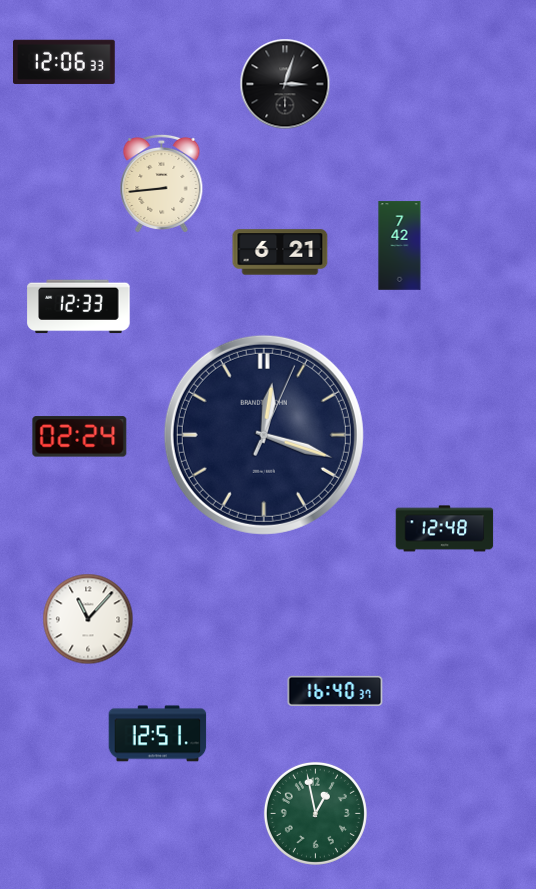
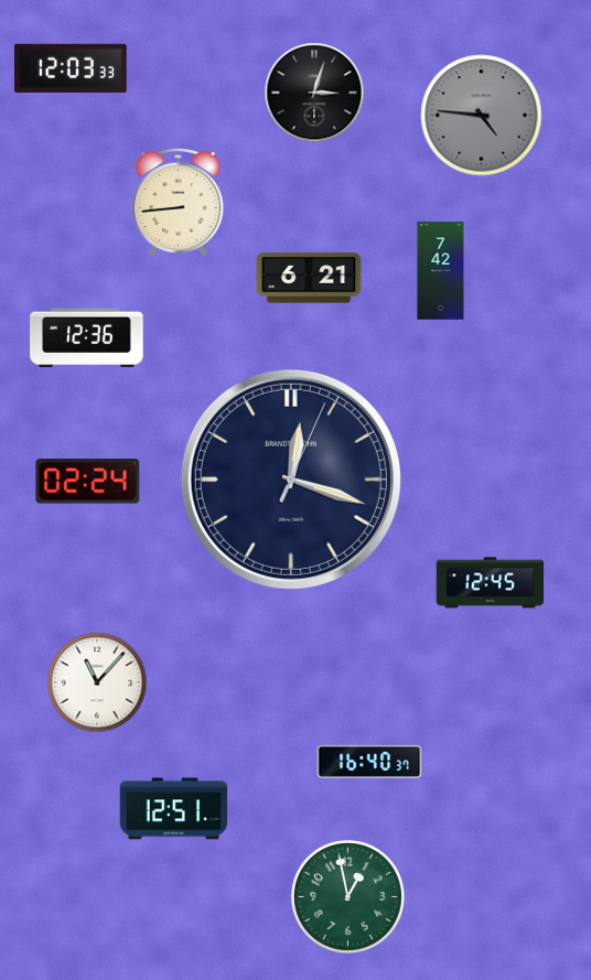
clock at (65, 62): 12:06 -> 12:03
clock at (482, 116): none -> 4:46
clock at (79, 307): 12:33 -> 12:36
clock at (445, 529): 12:48 -> 12:45
